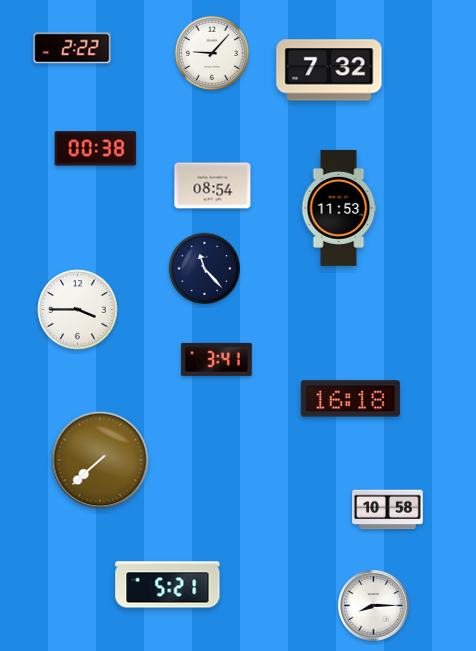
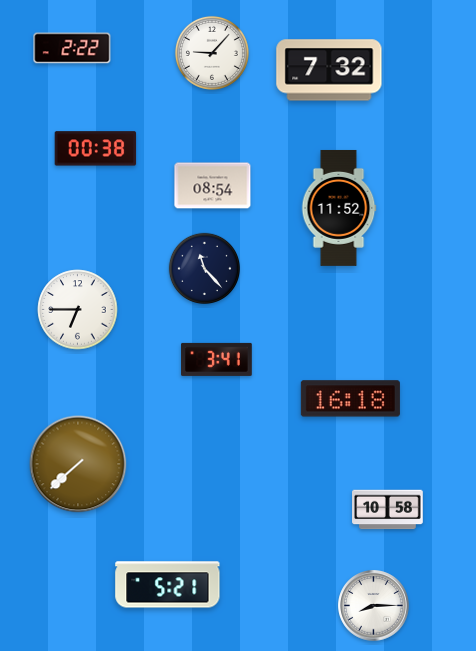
clock at (339, 208): 11:53 -> 11:52
clock at (78, 310): 3:45 -> 6:45
clock at (100, 460) position: (100, 460) -> (78, 464)
